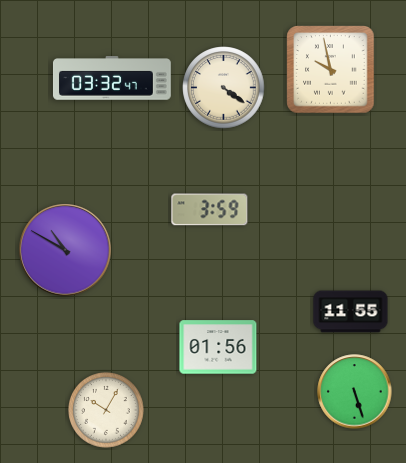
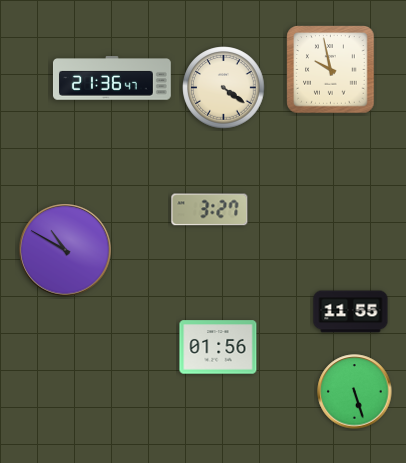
clock at (112, 78): 03:32 -> 21:36
clock at (210, 210): 3:59 -> 3:27
clock at (107, 411): 10:05 -> none
